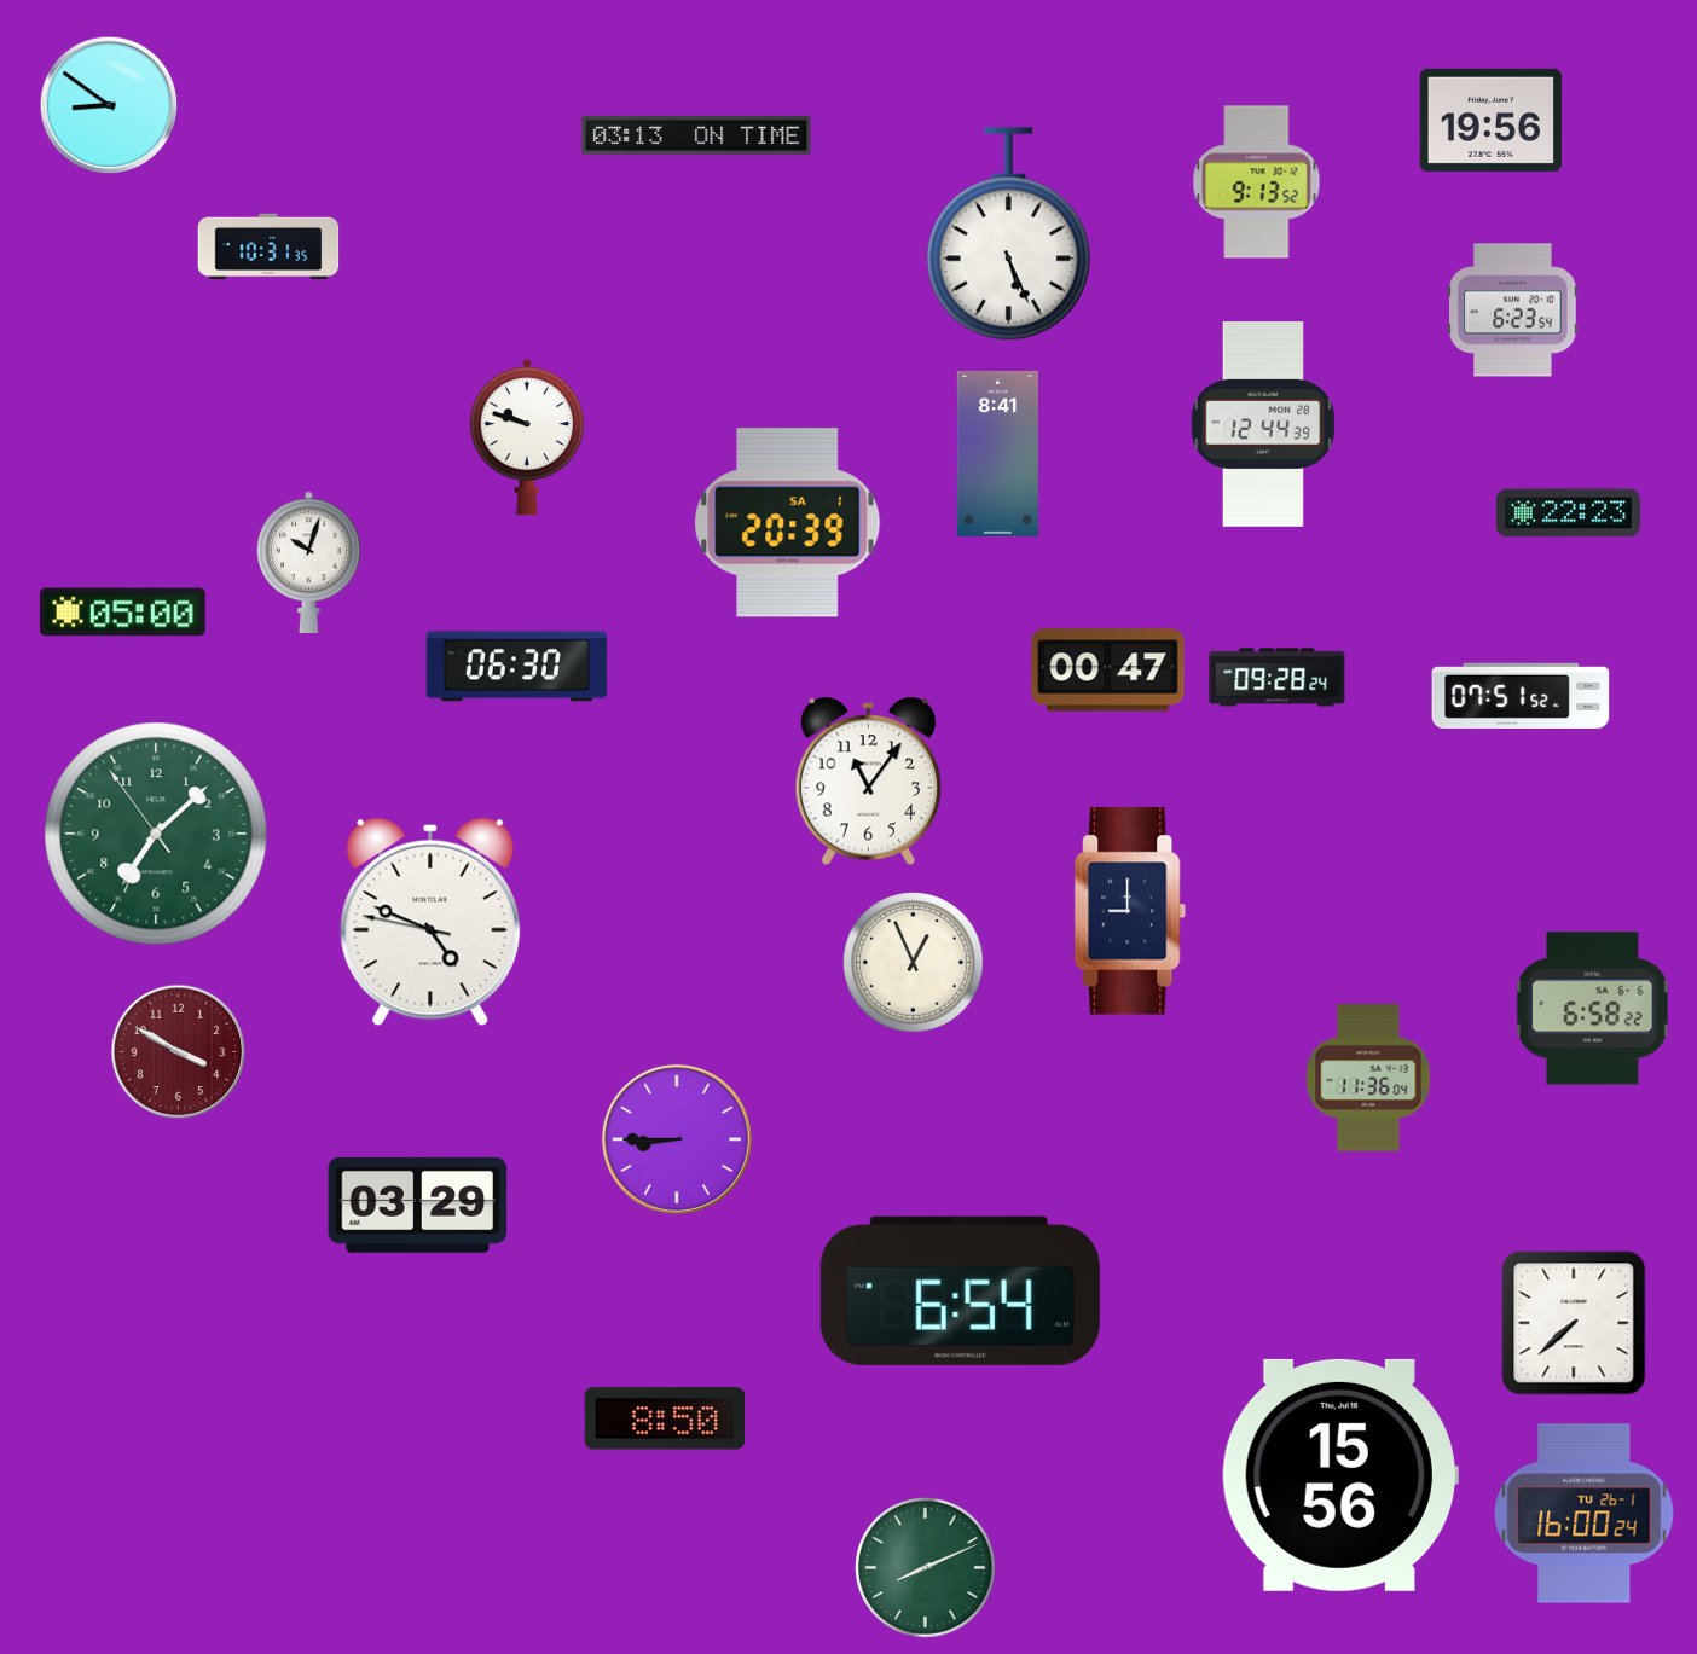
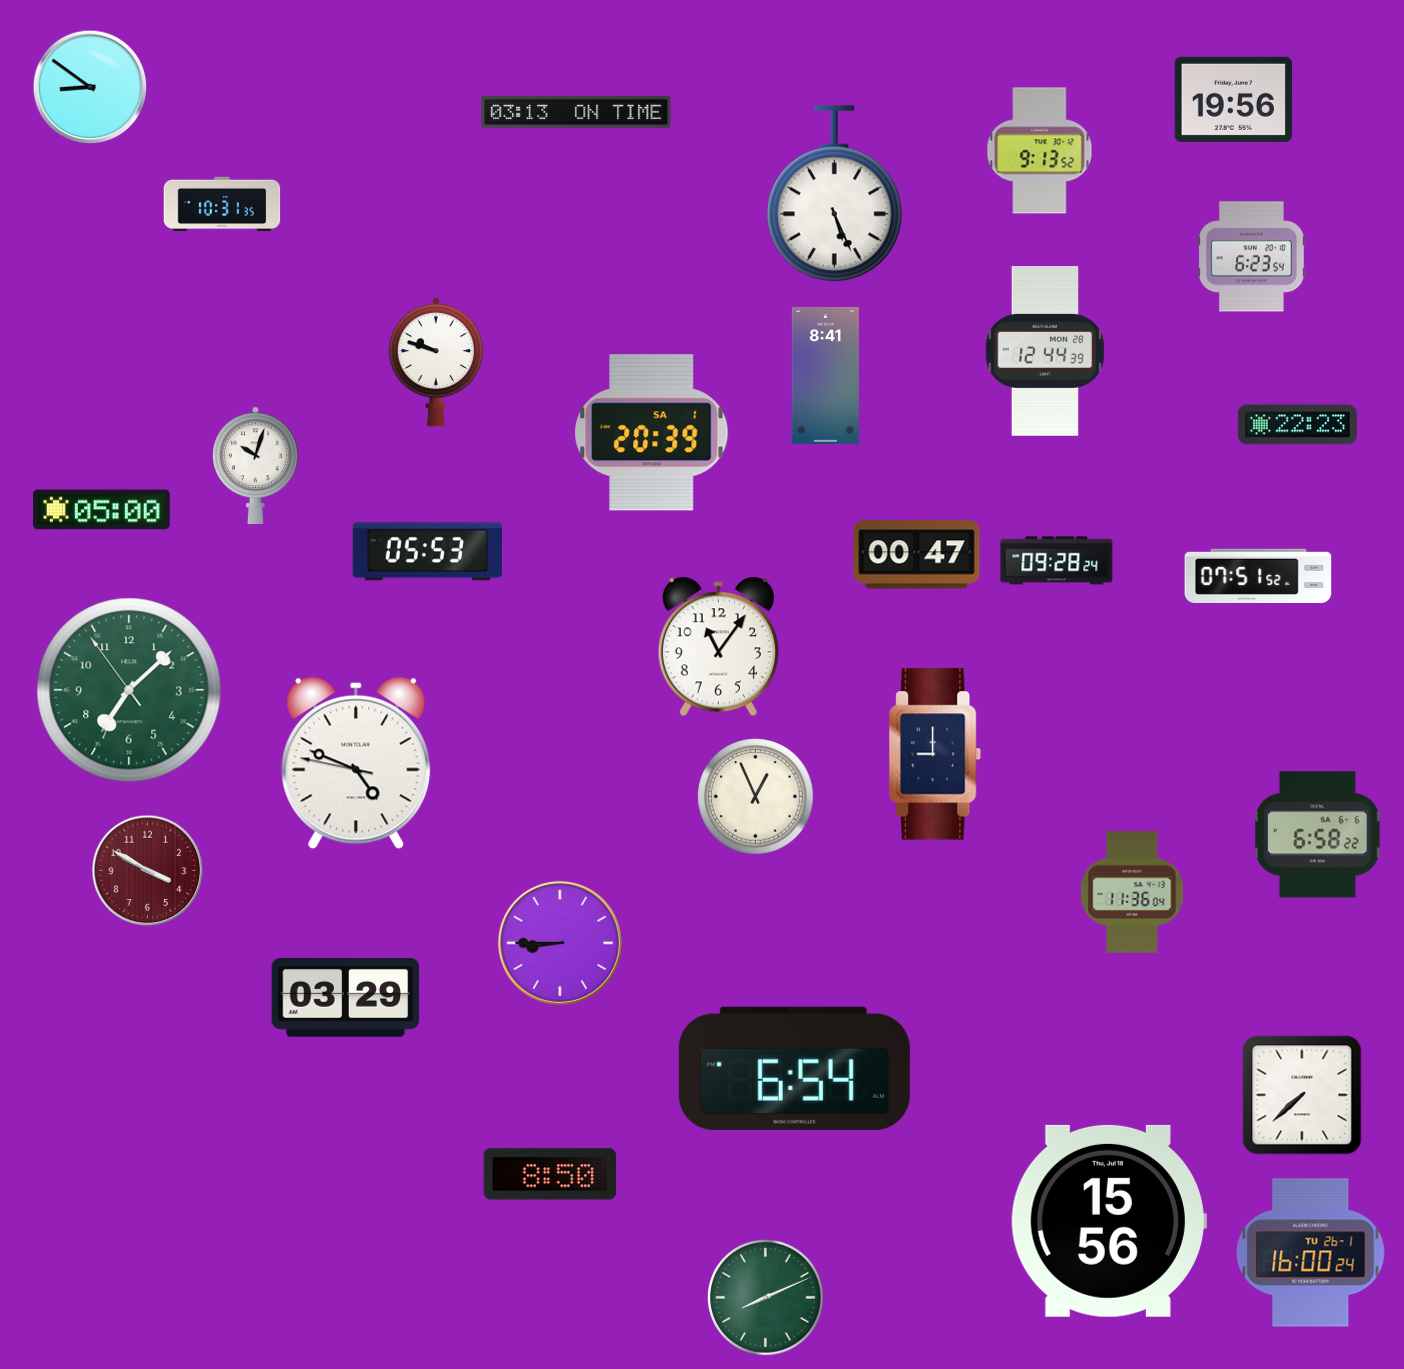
clock at (122, 613) position: (122, 613) -> (101, 510)
clock at (516, 667): 06:30 -> 05:53
